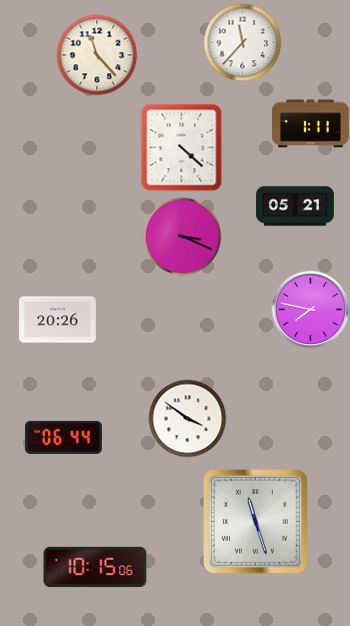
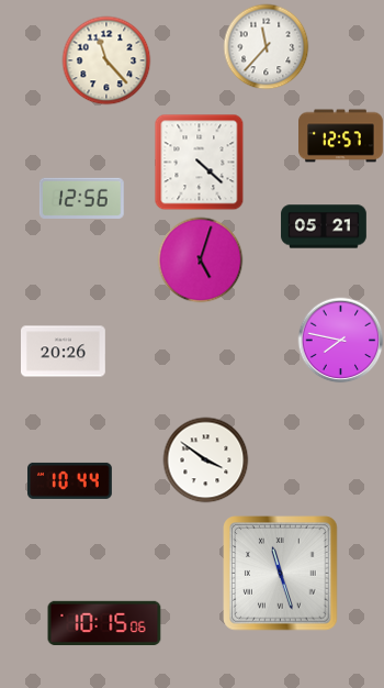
clock at (311, 124): 1:11 -> 12:57
clock at (81, 198): none -> 12:56
clock at (182, 236): 3:19 -> 5:03
clock at (64, 437): 06:44 -> 10:44
